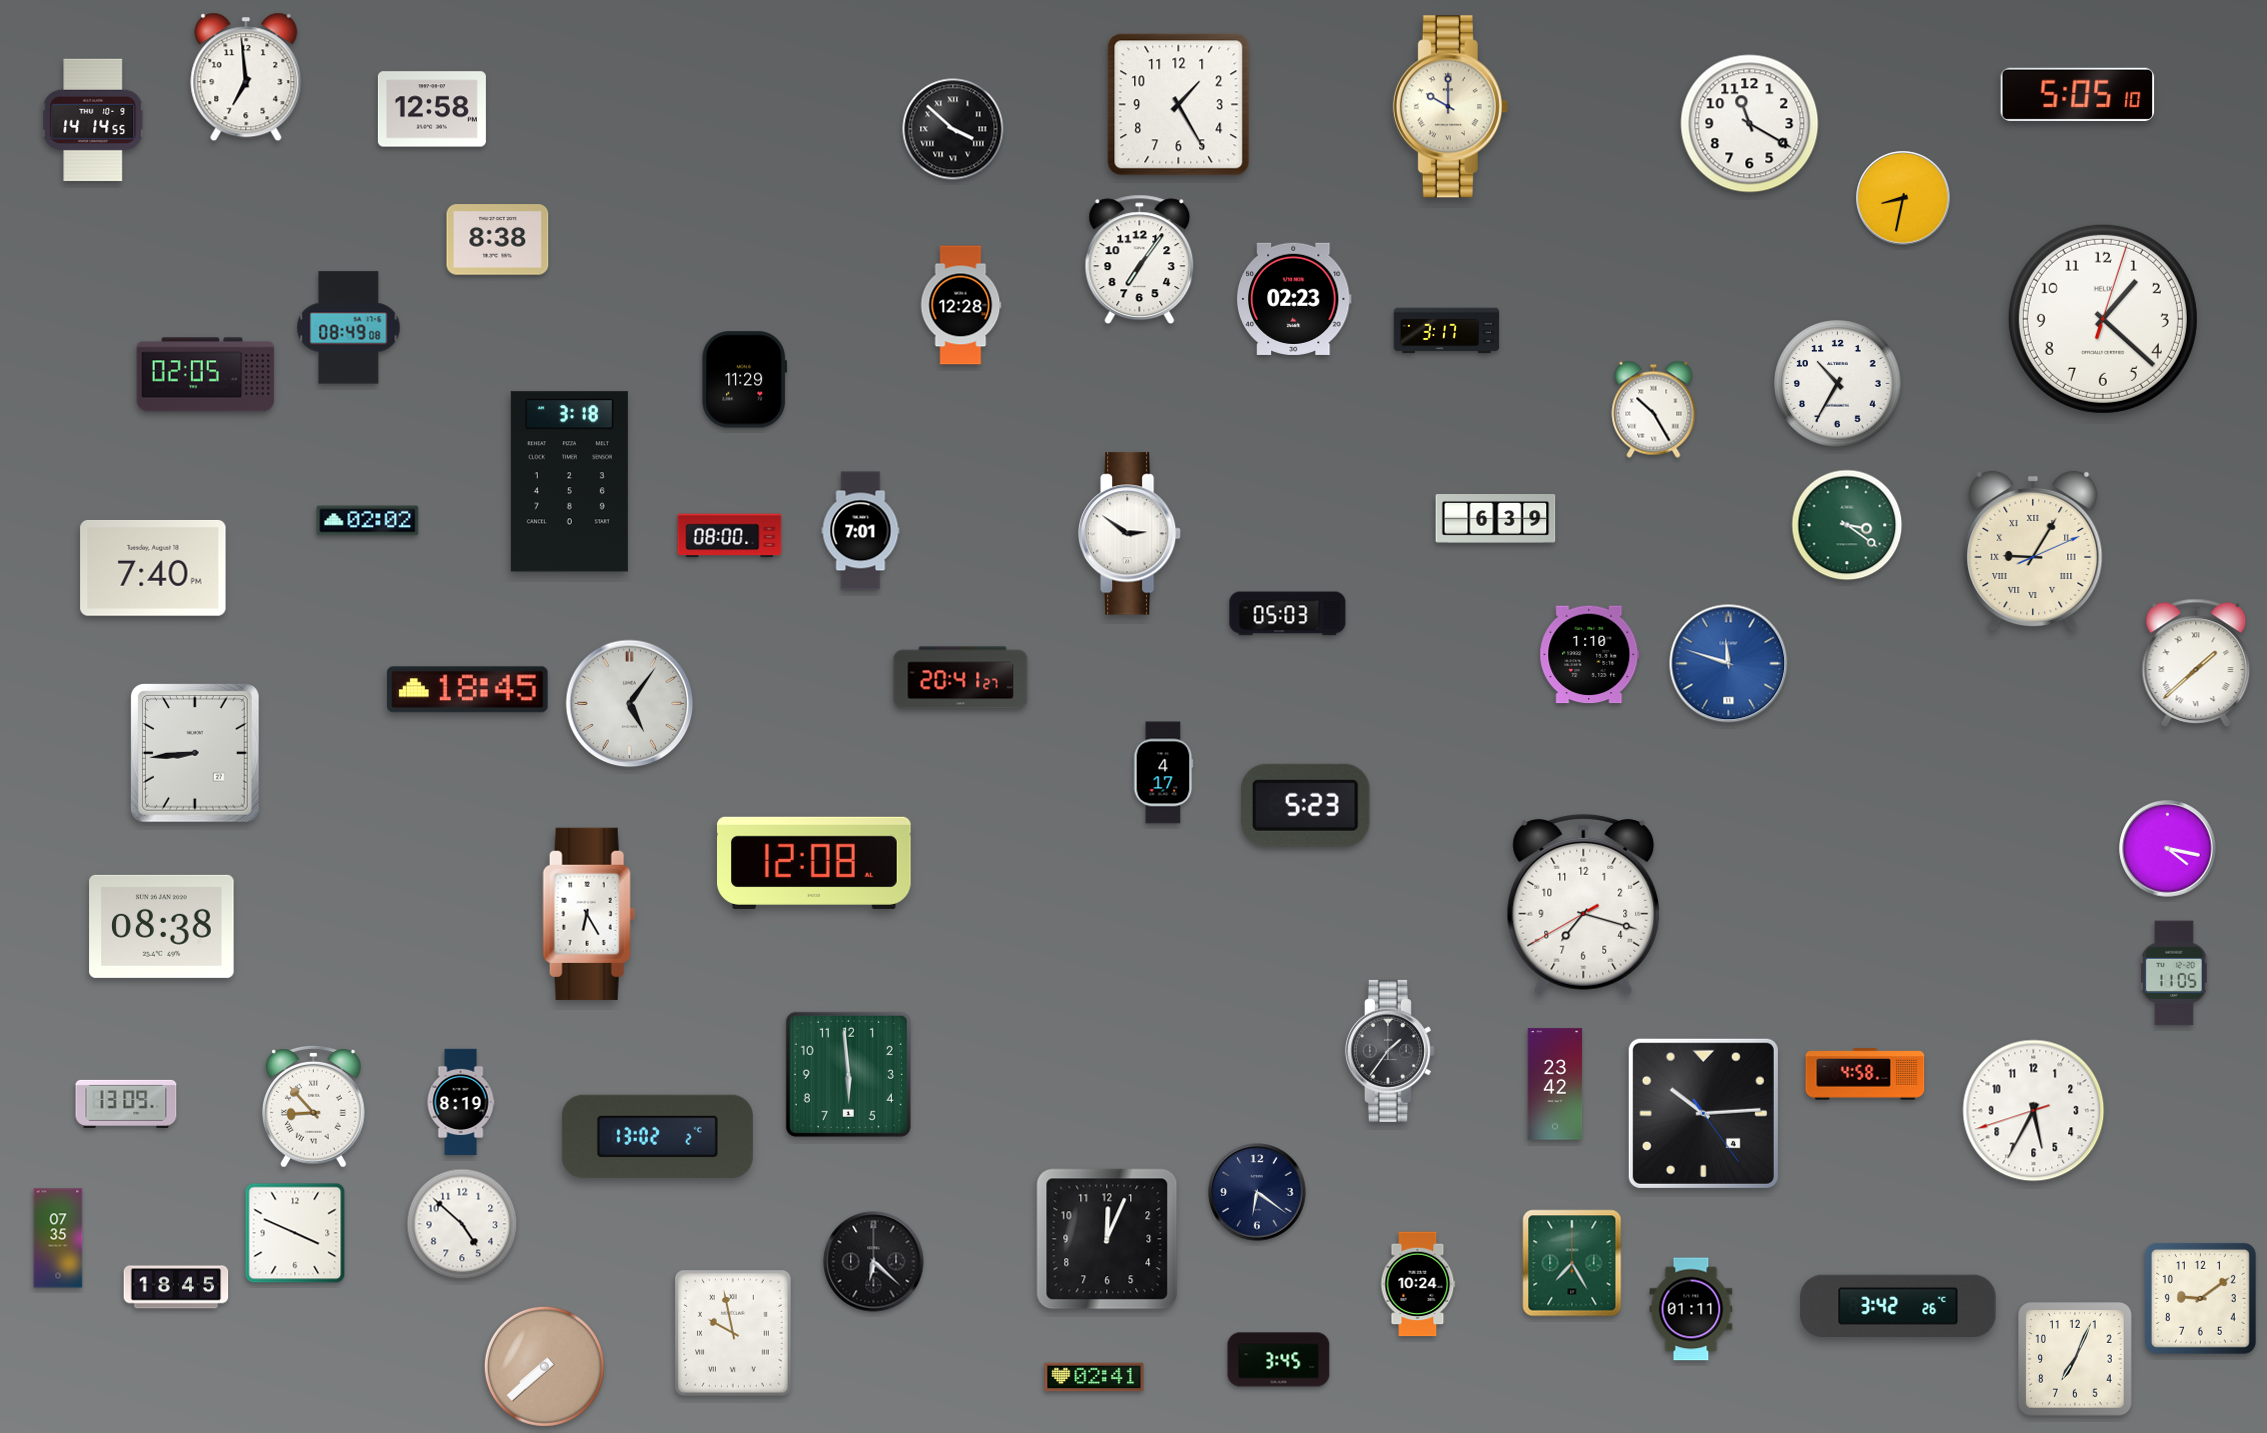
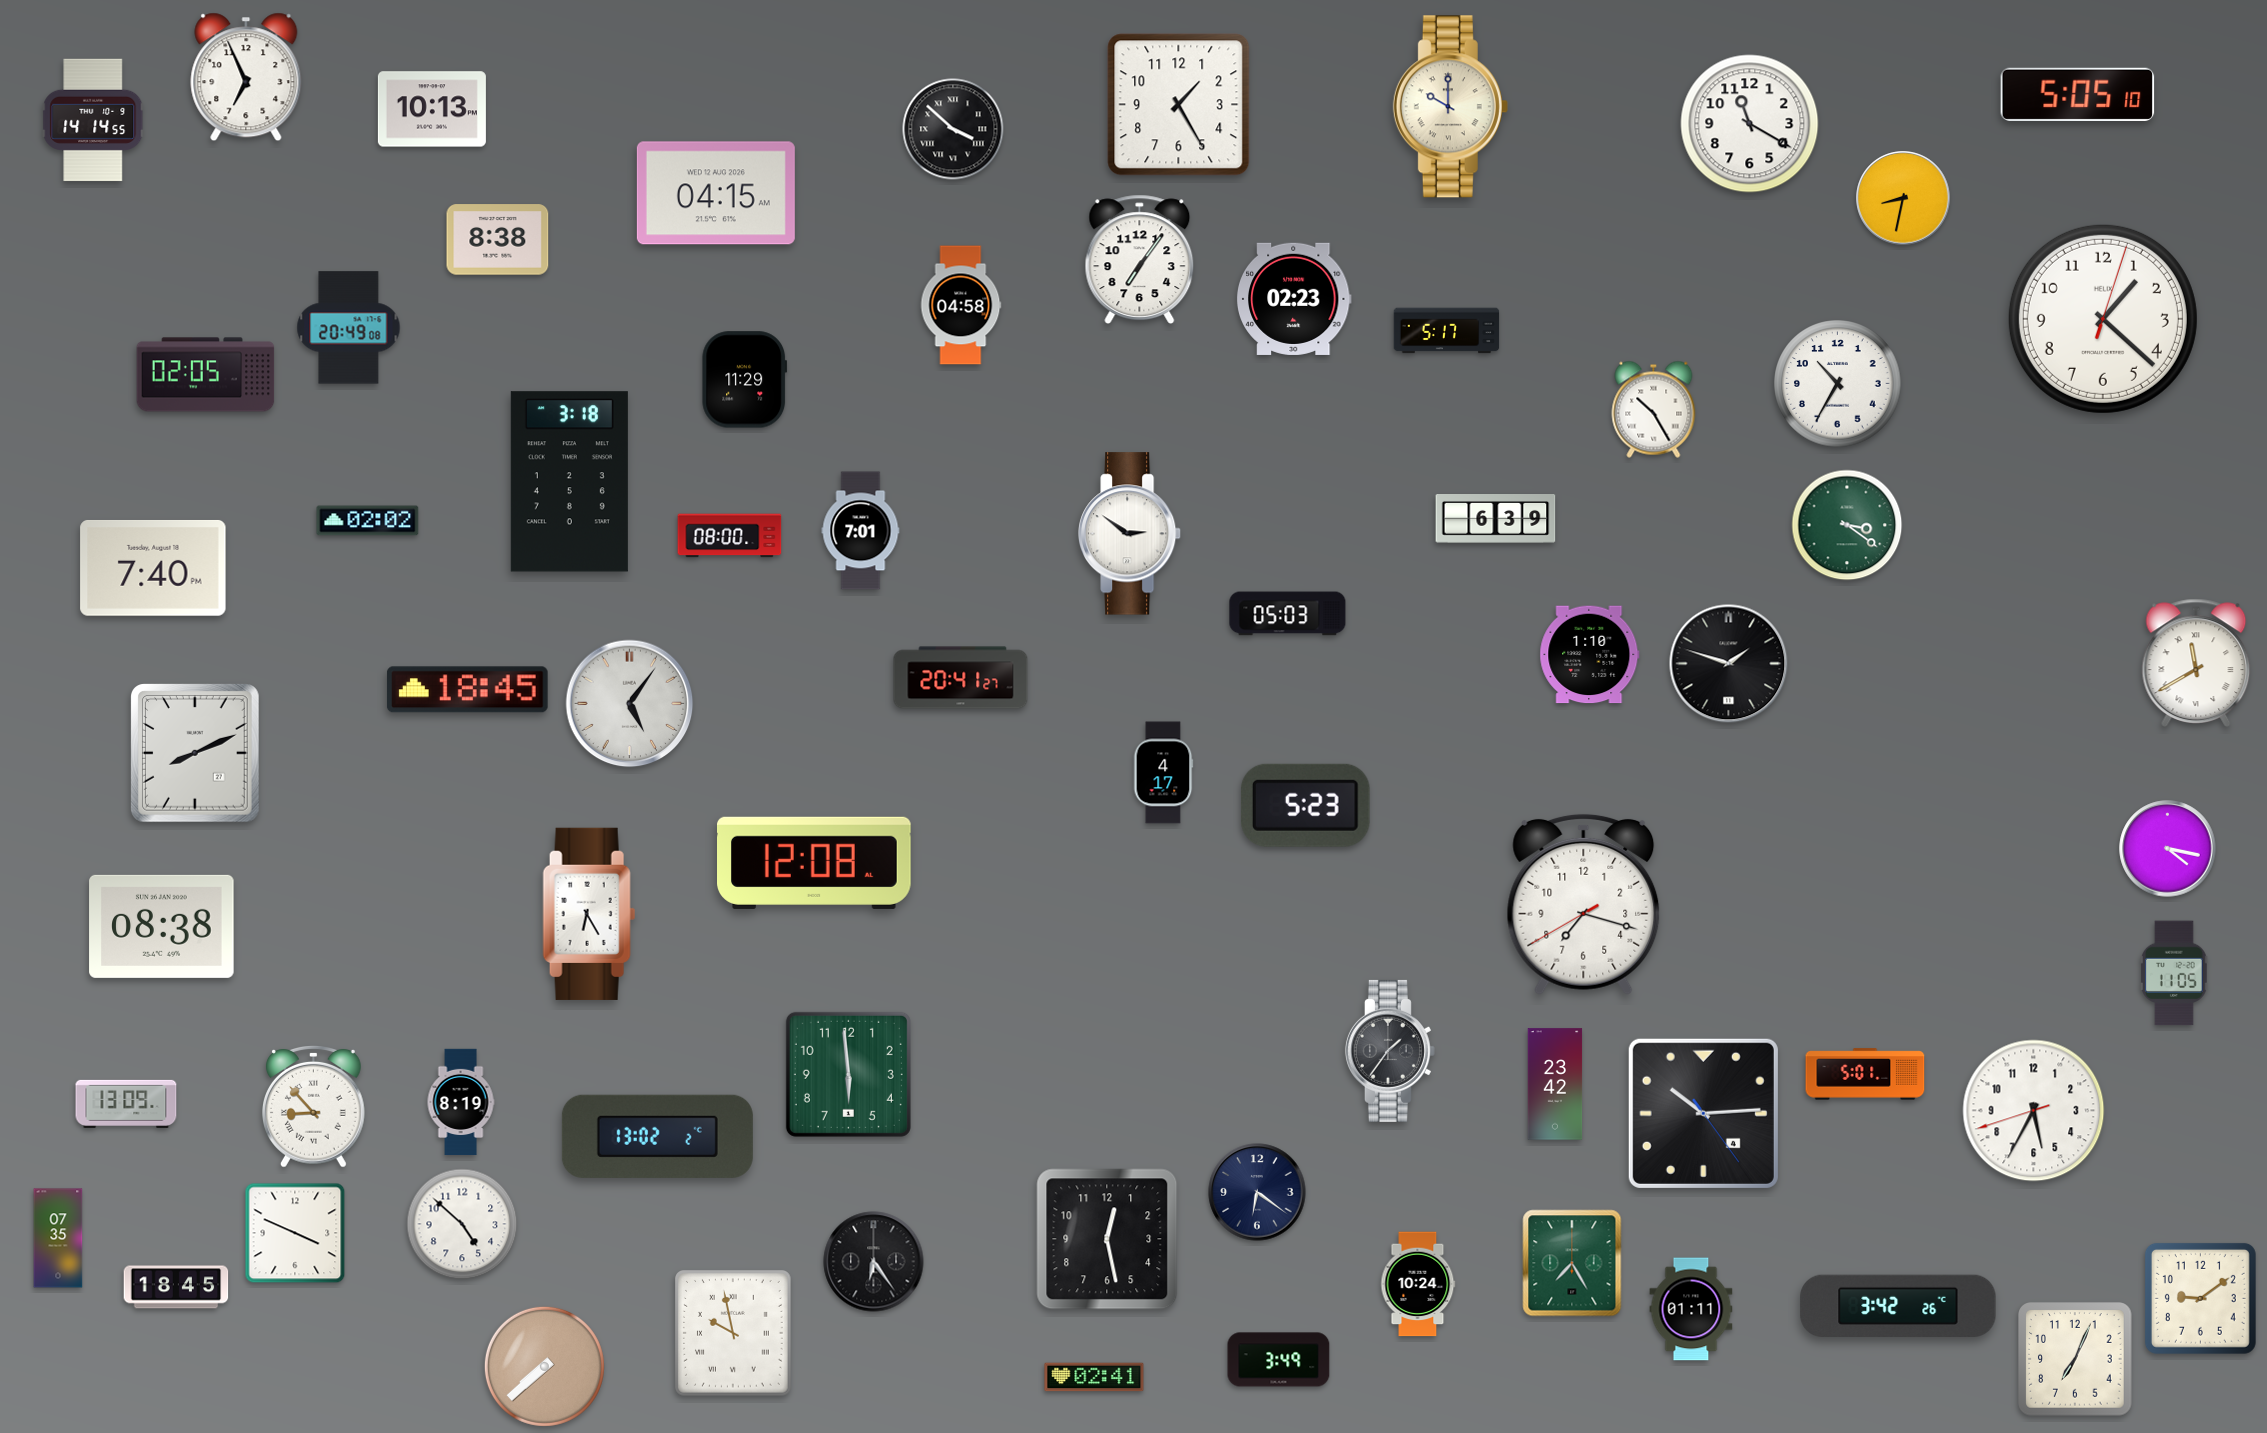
clock at (246, 77): 6:59 -> 6:56
clock at (432, 109): 12:58 -> 10:13
clock at (716, 193): none -> 04:15
clock at (961, 305): 12:28 -> 04:58
clock at (349, 328): 08:49 -> 20:49
clock at (1447, 331): 3:17 -> 5:17
clock at (2033, 551): 9:05 -> none
clock at (2196, 663): 1:38 -> 11:40
clock at (1729, 664): 11:48 -> 1:48
clock at (1729, 664) dial: blue -> black
clock at (195, 754): 8:44 -> 8:11
clock at (1865, 1074): 4:58 -> 5:01
clock at (1107, 1239): 12:04 -> 12:28
clock at (874, 1262): 6:22 -> 6:24
clock at (1279, 1360): 3:45 -> 3:49
